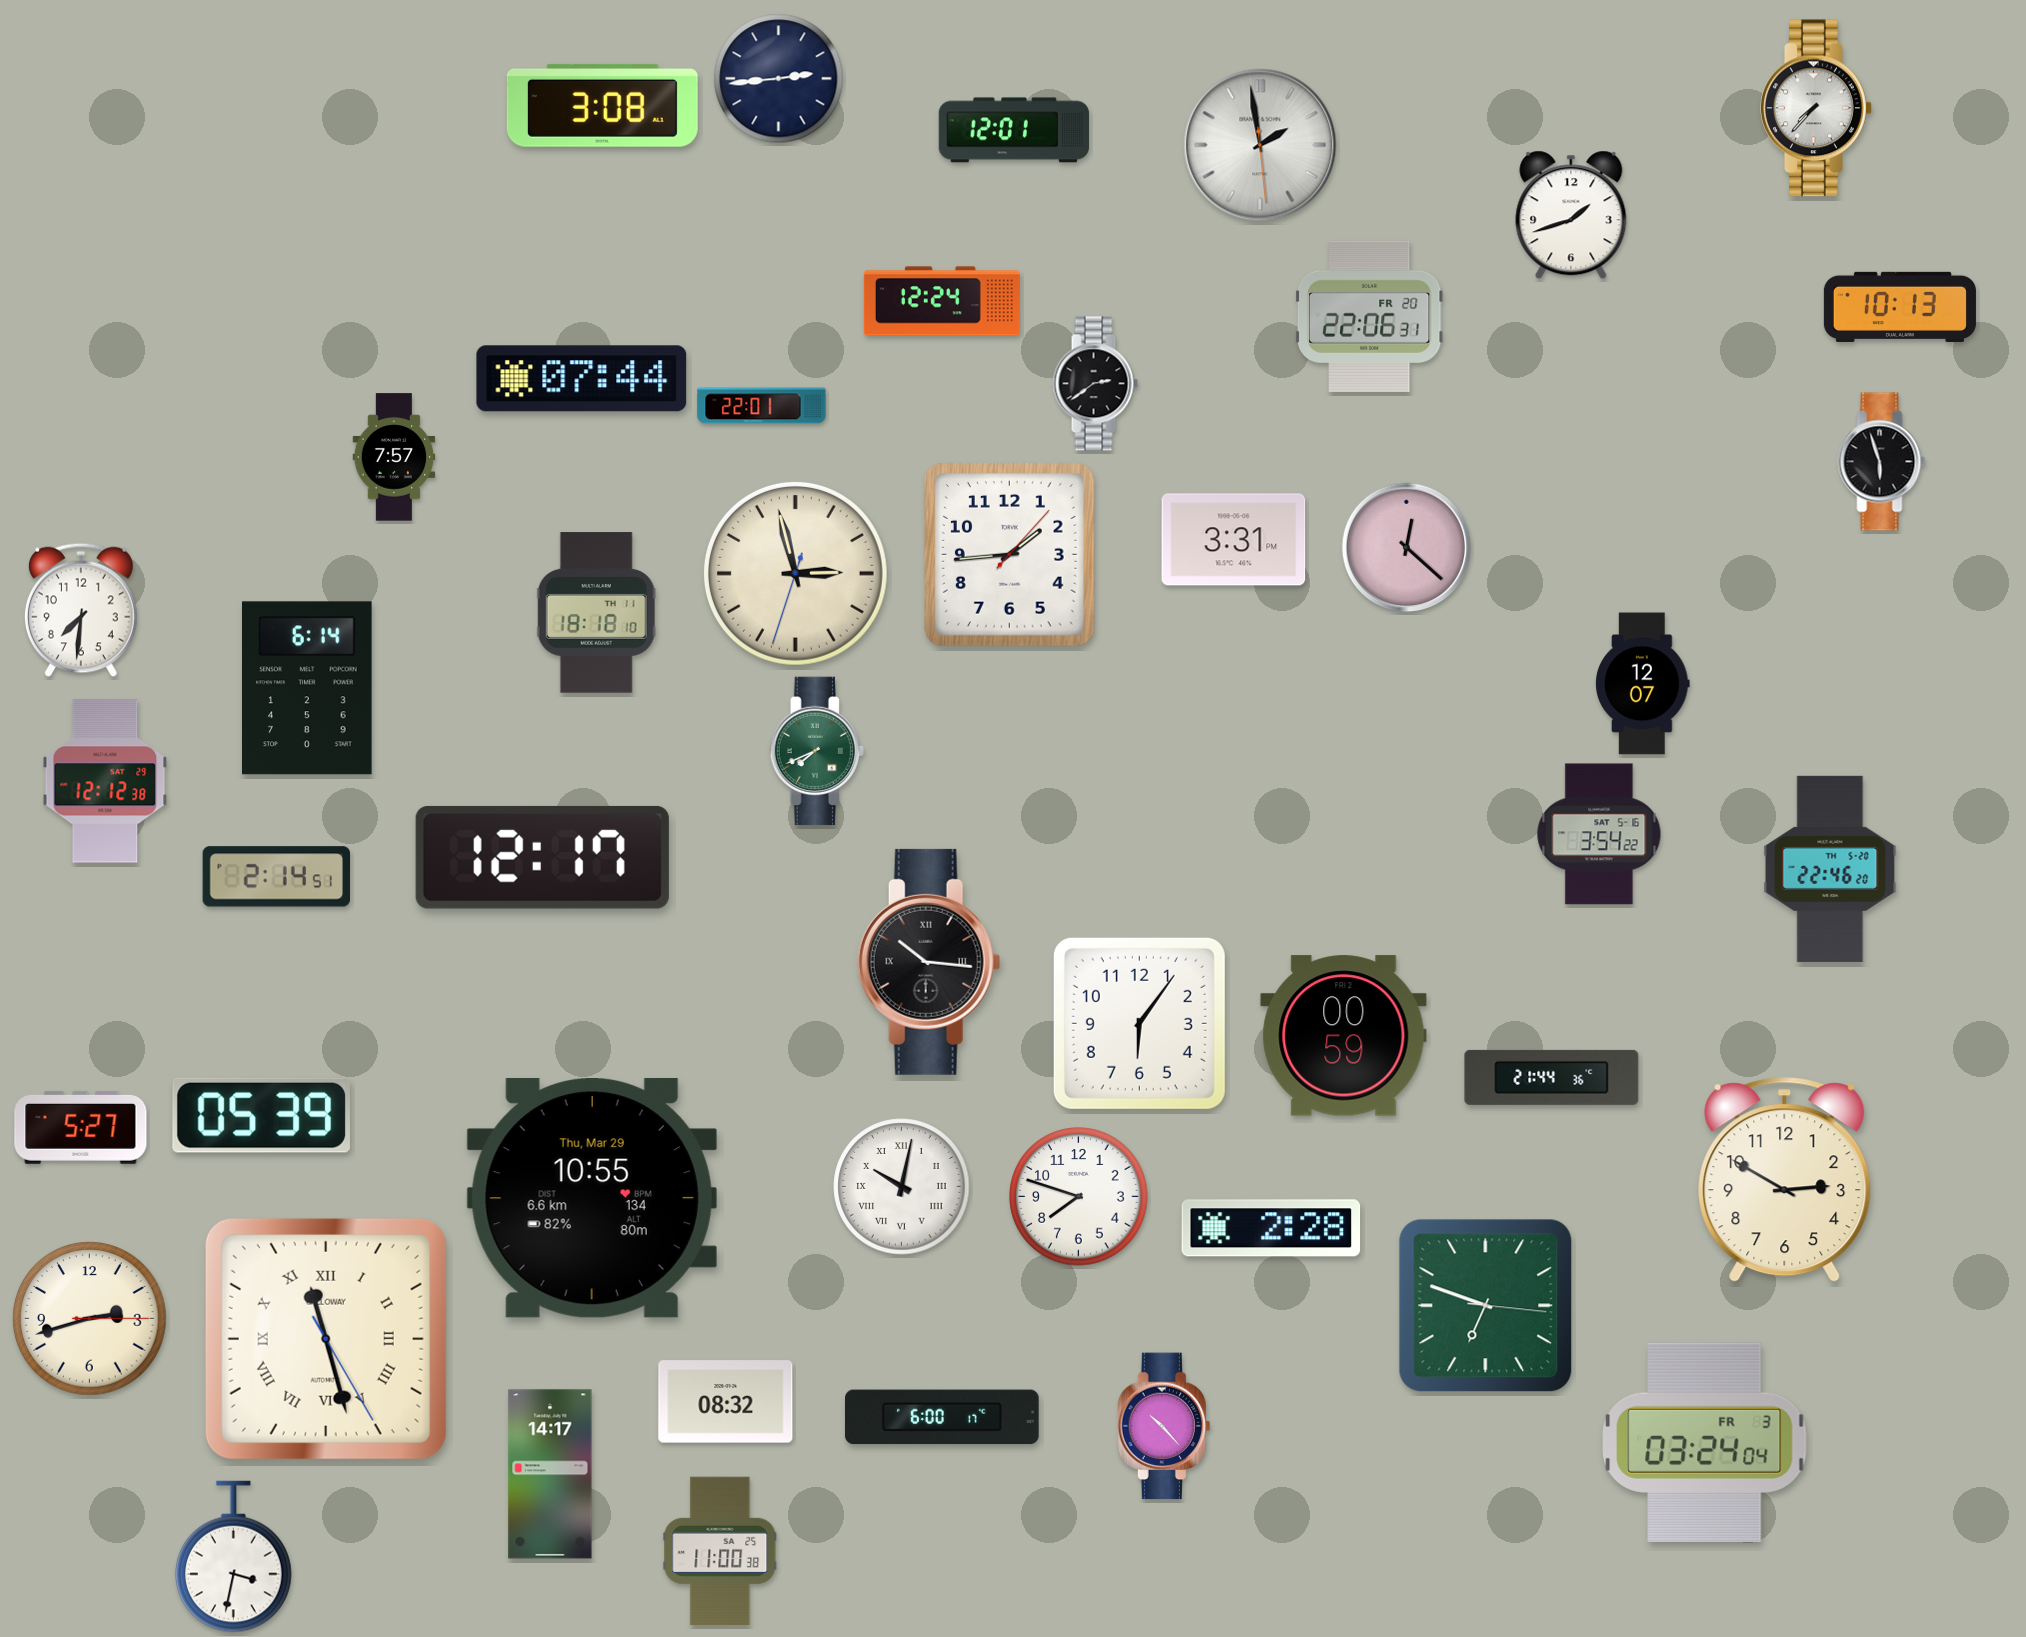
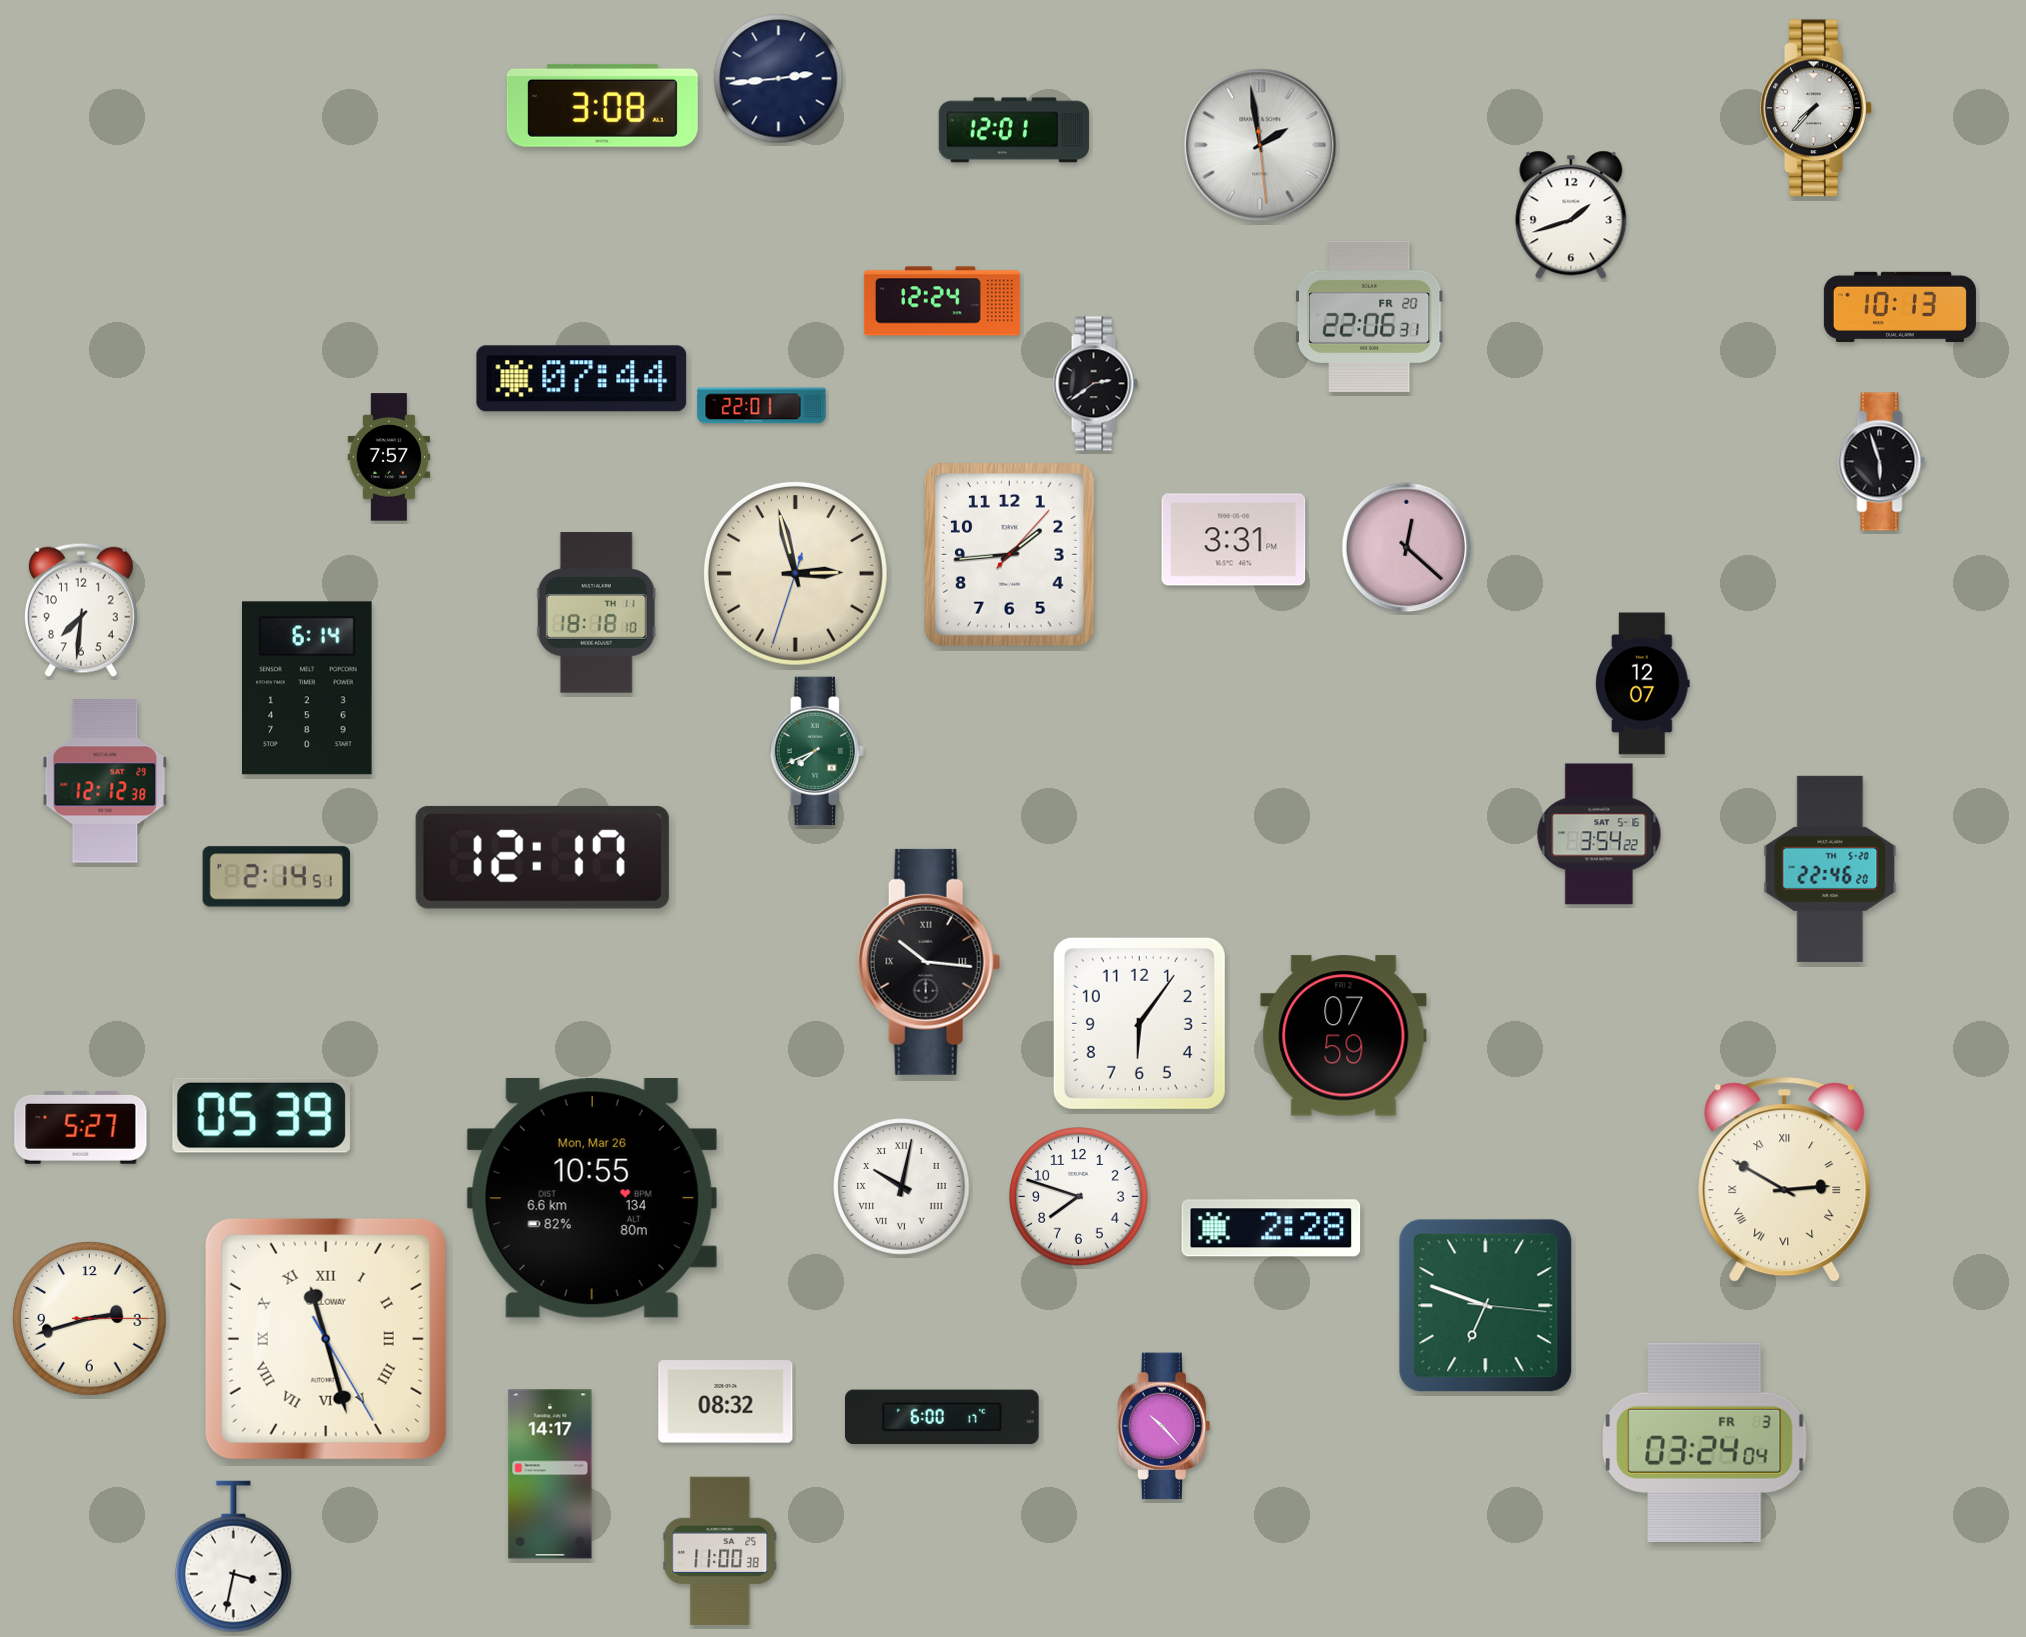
clock at (394, 457) position: (394, 457) -> (389, 457)
clock at (1344, 1036): 00:59 -> 07:59
clock at (1552, 1077): 21:44 -> none
clock at (1785, 1180) numerals: Arabic -> Roman
clock at (592, 1199) date: Thu, Mar 29 -> Mon, Mar 26
